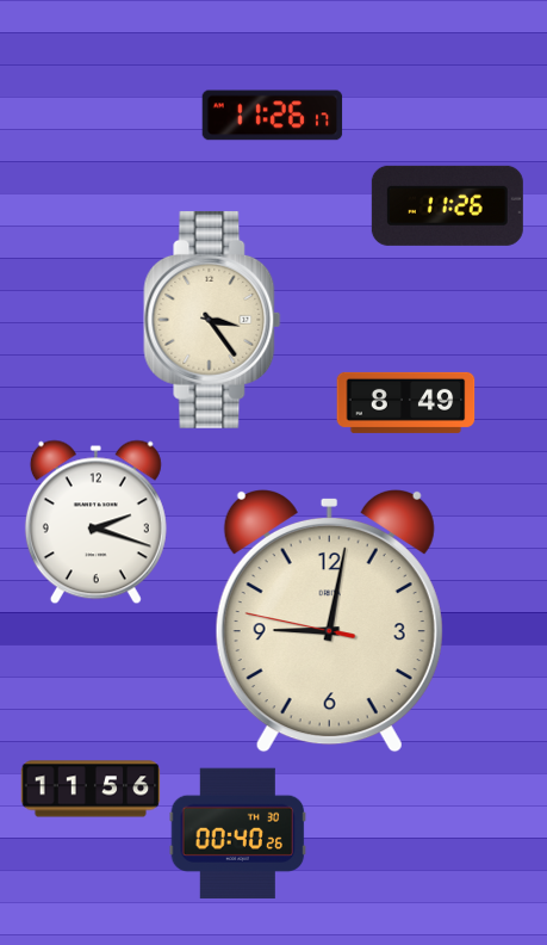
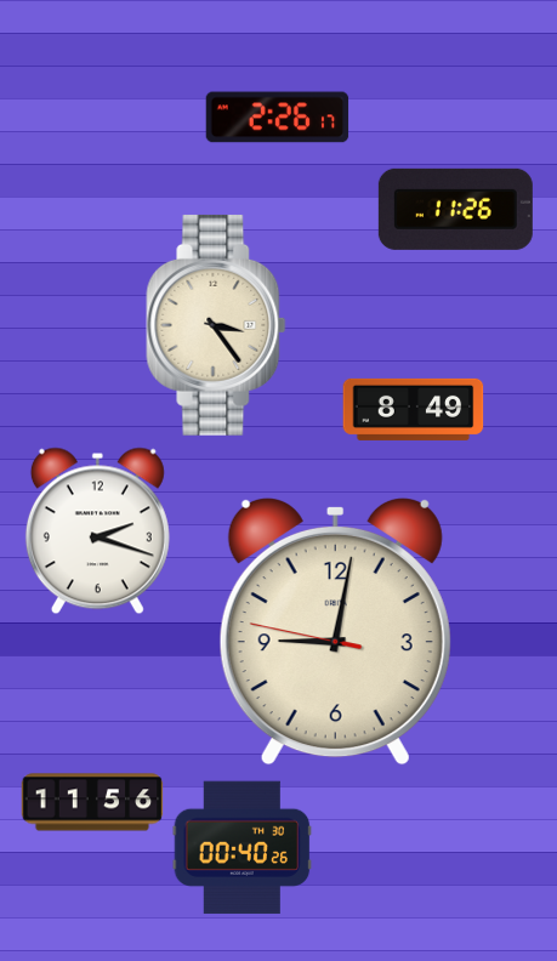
clock at (273, 116): 11:26 -> 2:26
